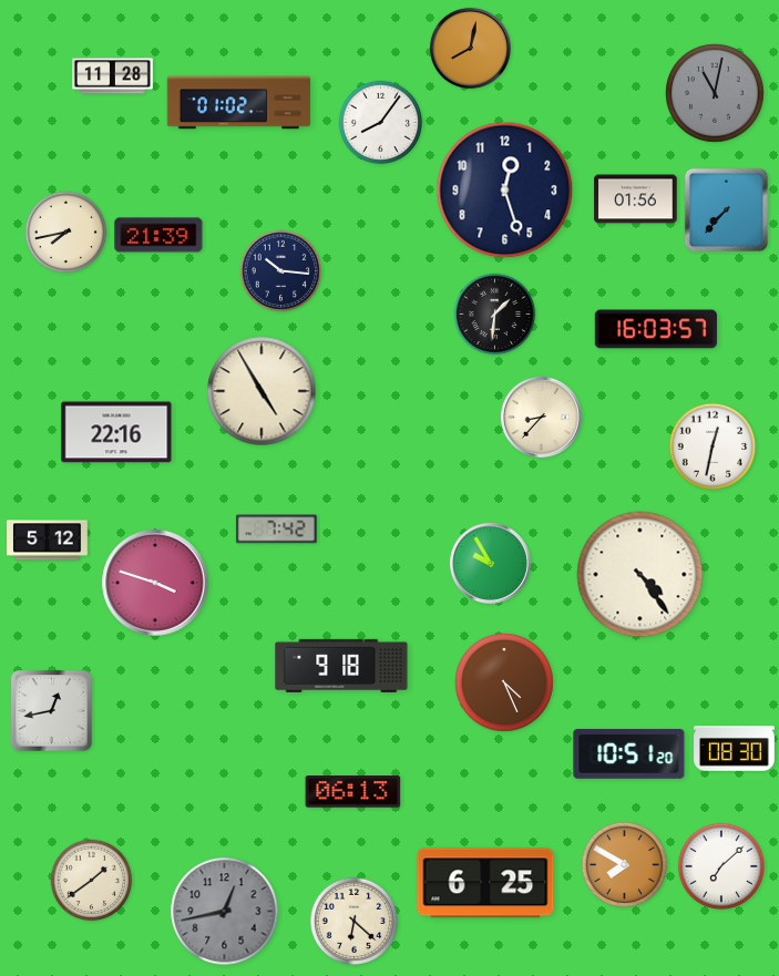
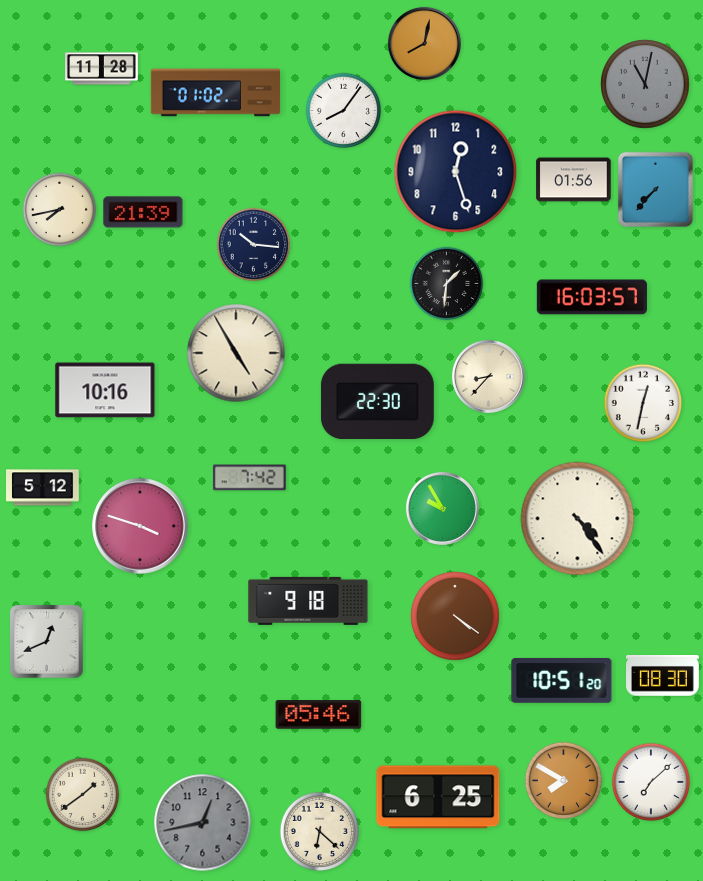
clock at (116, 432): 22:16 -> 10:16
clock at (377, 402): none -> 22:30
clock at (504, 682): 4:26 -> 4:21
clock at (52, 711): 12:43 -> 12:41
clock at (629, 753) position: (629, 753) -> (562, 680)
clock at (353, 792): 06:13 -> 05:46
